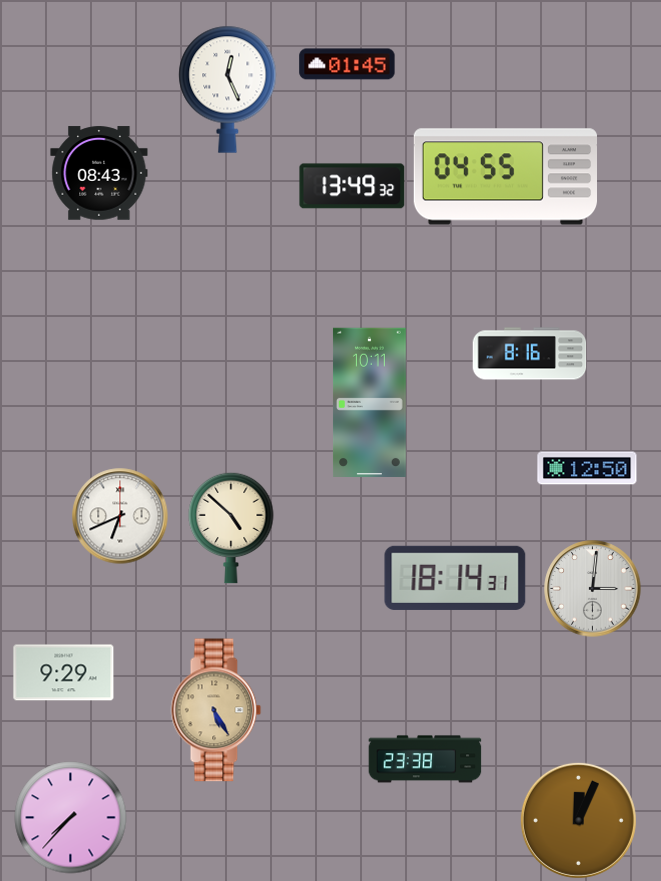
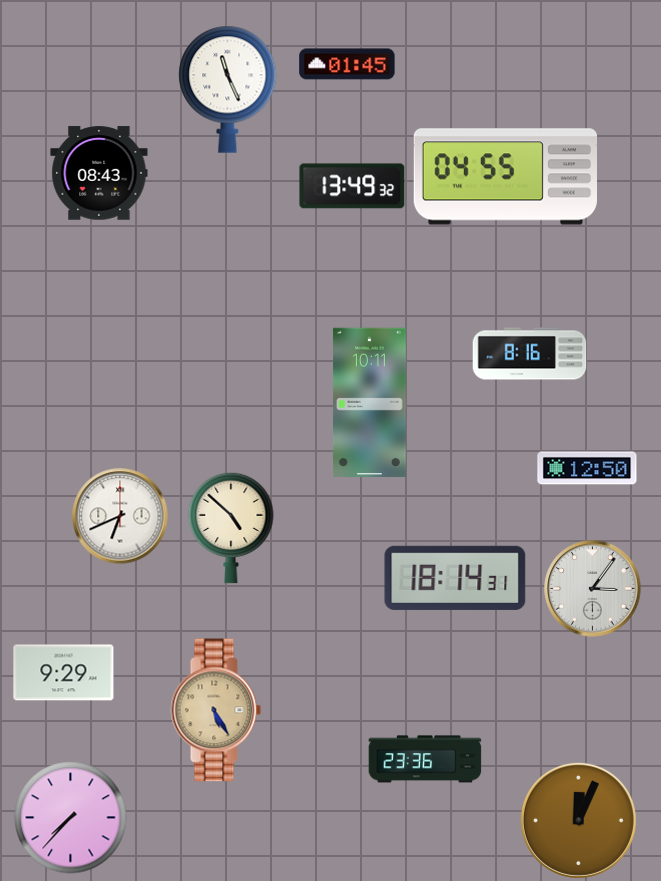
clock at (228, 89): 12:26 -> 11:26
clock at (593, 589): 3:01 -> 3:06
clock at (425, 759): 23:38 -> 23:36
